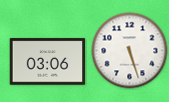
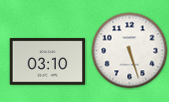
clock at (48, 62): 03:06 -> 03:10
